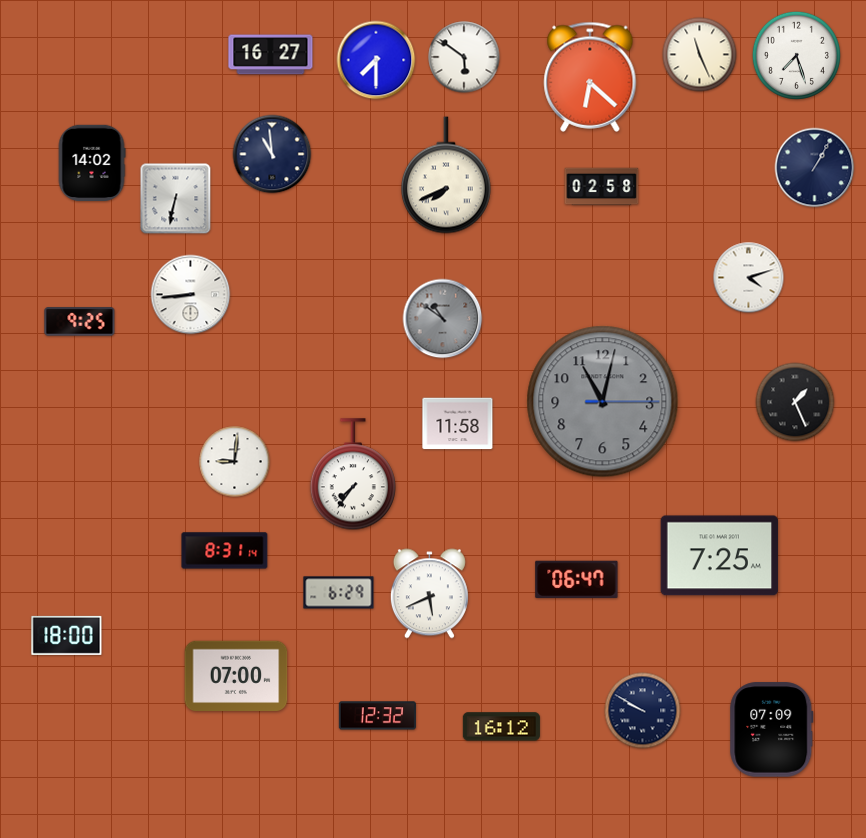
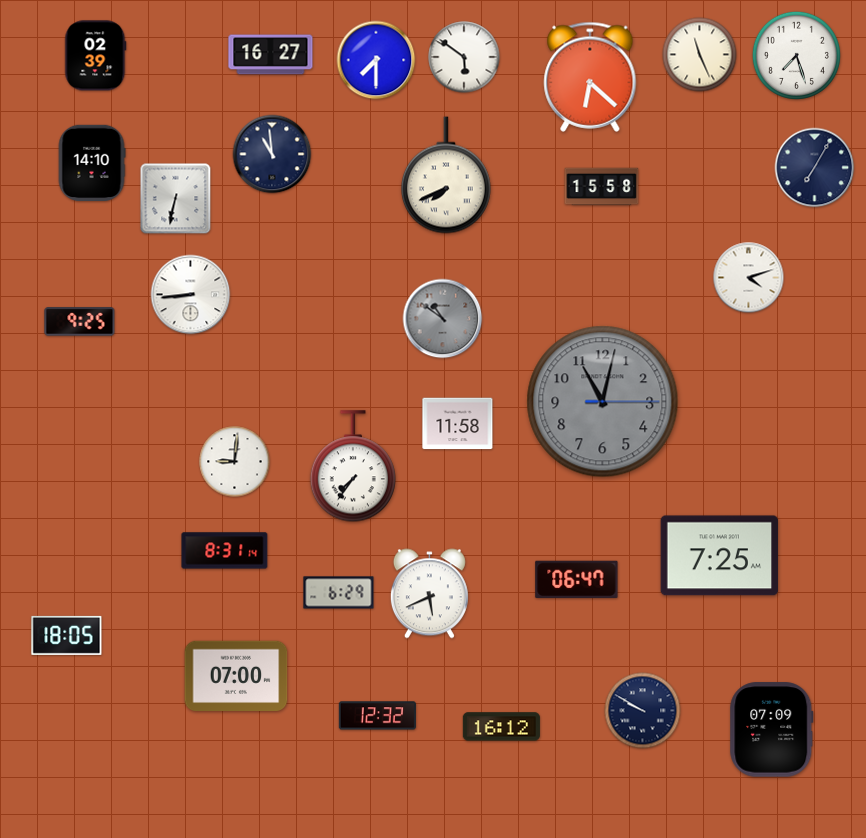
clock at (96, 56): none -> 02:39
clock at (92, 163): 14:02 -> 14:10
clock at (815, 168): 1:05 -> 7:05
clock at (602, 187): 02:58 -> 15:58
clock at (795, 402): 1:26 -> none
clock at (353, 475) position: (353, 475) -> (353, 467)
clock at (67, 635): 18:00 -> 18:05
